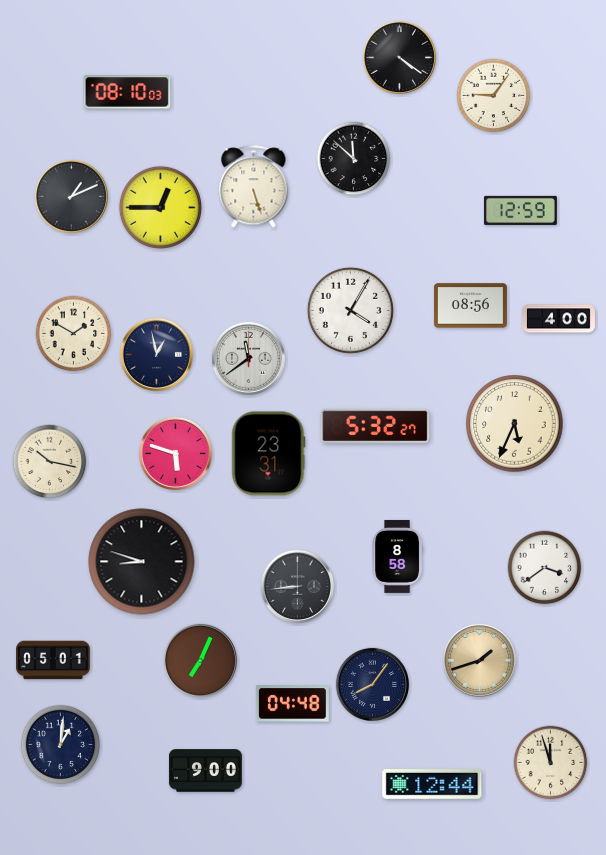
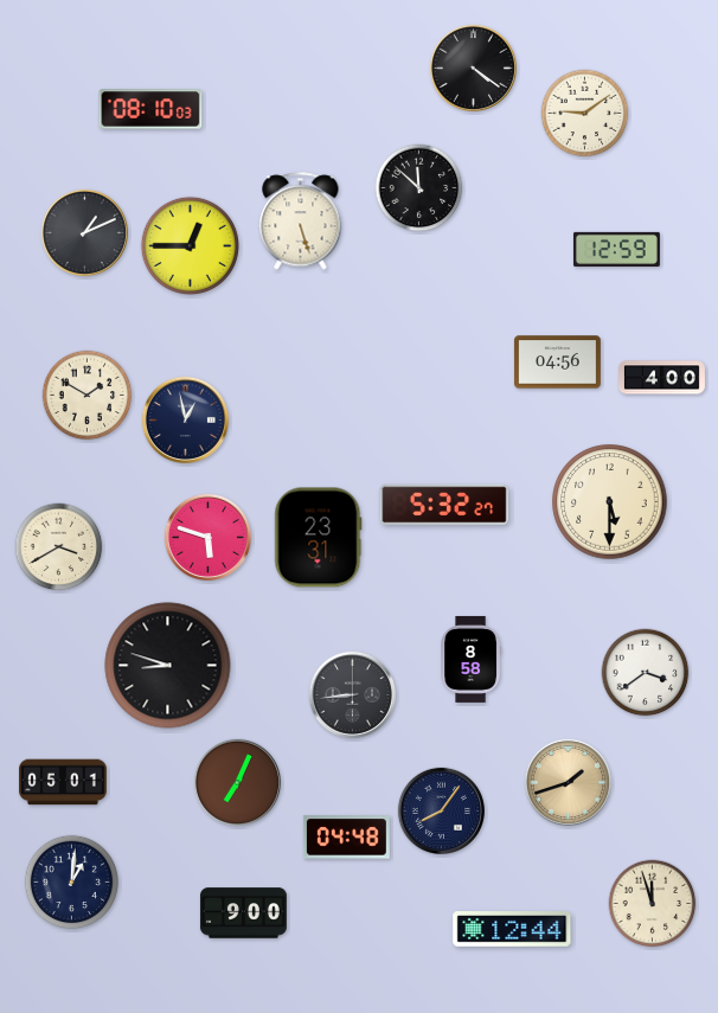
clock at (494, 96): 9:06 -> 9:09
clock at (470, 306): 08:56 -> 04:56
clock at (350, 310): 4:05 -> none
clock at (248, 358): 11:39 -> none
clock at (515, 424): 5:34 -> 5:30
clock at (50, 462): 10:17 -> 3:40
clock at (292, 704) position: (292, 704) -> (346, 838)
